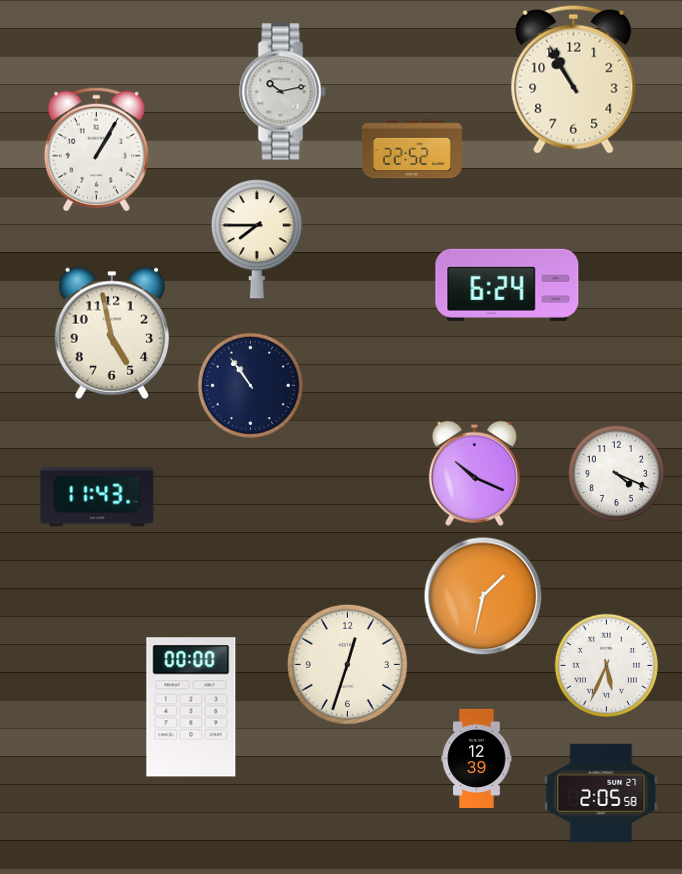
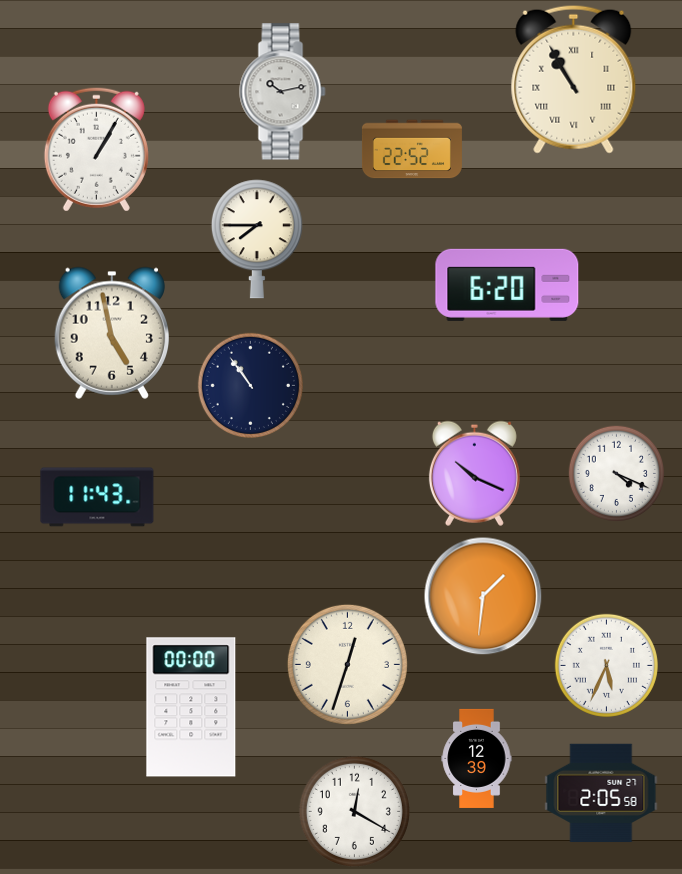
clock at (574, 79) numerals: Arabic -> Roman
clock at (507, 285): 6:24 -> 6:20
clock at (483, 596): 1:32 -> 1:31
clock at (354, 811): none -> 12:20
